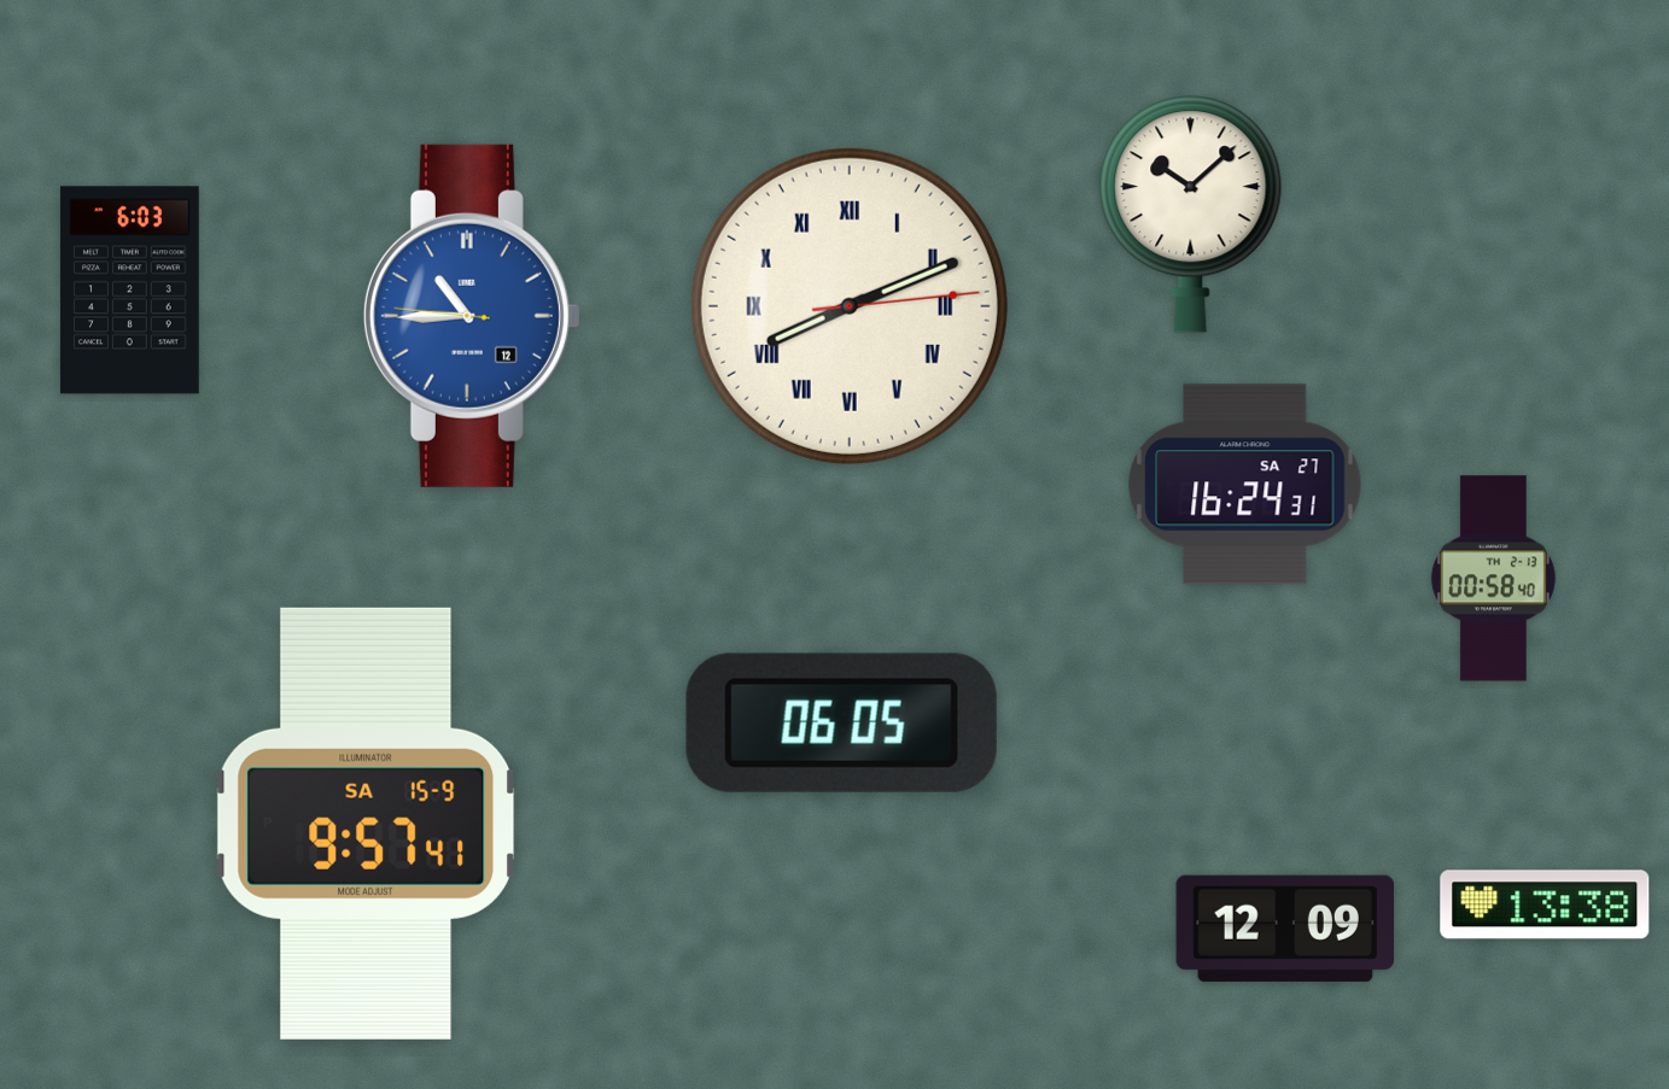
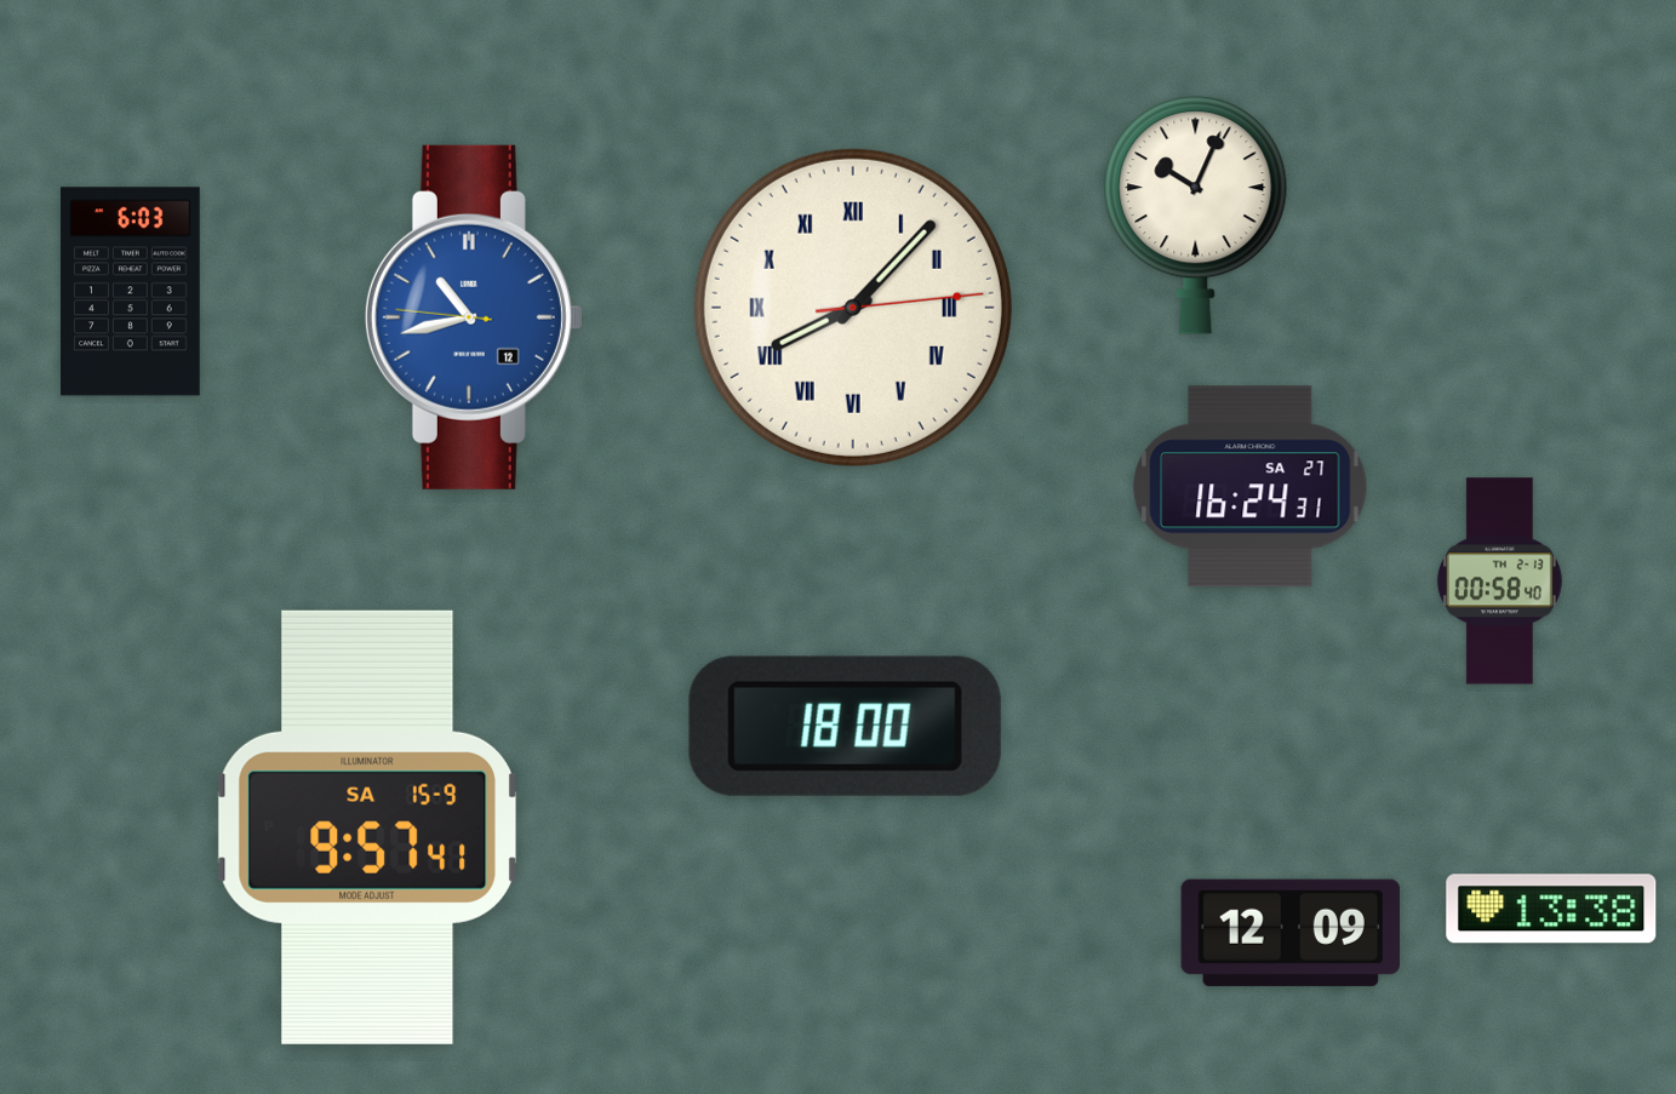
clock at (1191, 215): 10:08 -> 10:04
clock at (850, 306): 8:11 -> 8:07
clock at (472, 316): 10:44 -> 10:42
clock at (841, 722): 06:05 -> 18:00
